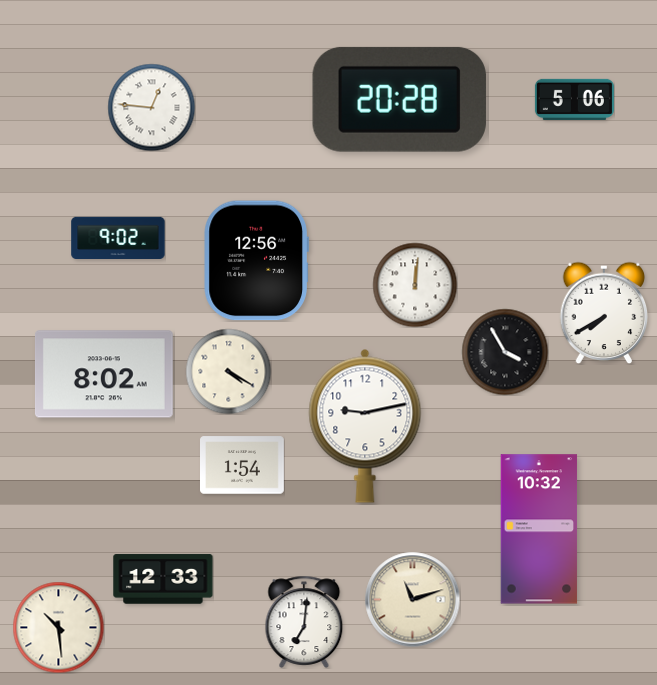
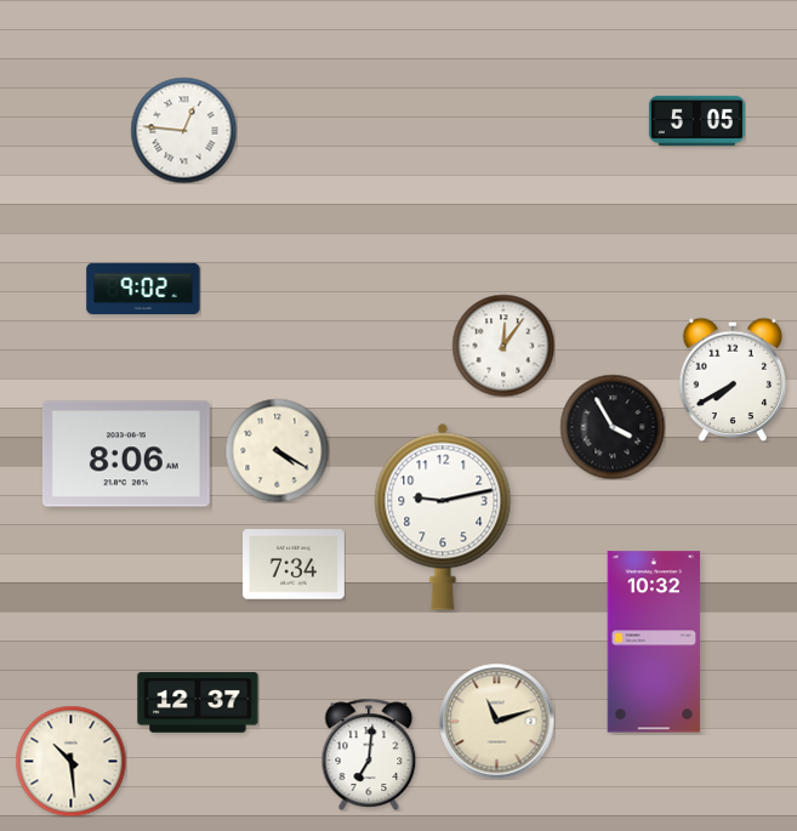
clock at (399, 99): 20:28 -> none
clock at (574, 99): 5:06 -> 5:05
clock at (256, 261): 12:56 -> none
clock at (415, 285): 12:01 -> 12:06
clock at (104, 374): 8:02 -> 8:06
clock at (243, 465): 1:54 -> 7:34
clock at (163, 579): 12:33 -> 12:37
clock at (412, 599) position: (412, 599) -> (496, 721)
